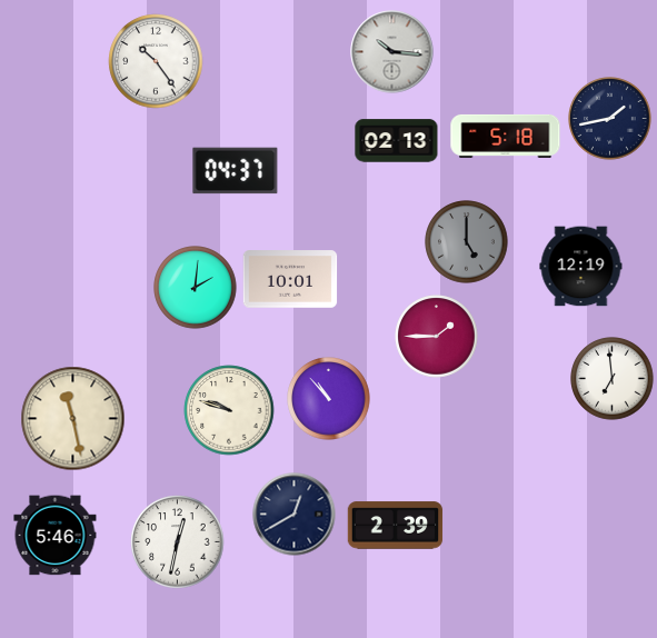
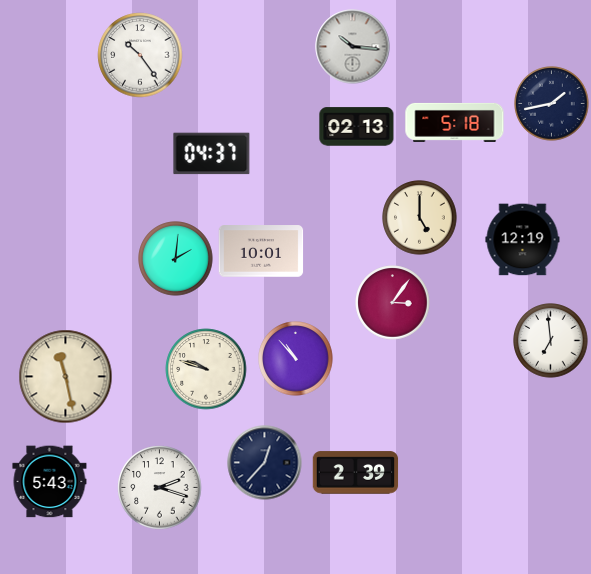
clock at (610, 119) position: (610, 119) -> (552, 104)
clock at (467, 242) dial: grey -> cream
clock at (437, 337): 1:45 -> 3:06
clock at (295, 515): 12:40 -> 12:37
clock at (56, 536): 5:46 -> 5:43
clock at (178, 542): 12:32 -> 2:18
